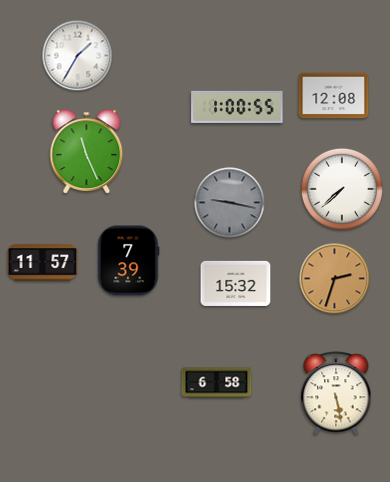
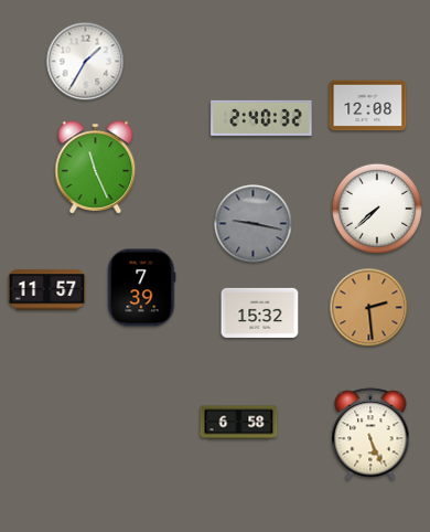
clock at (237, 107): 1:00 -> 2:40
clock at (335, 279): 2:33 -> 2:29
clock at (336, 393): 5:28 -> 5:26
